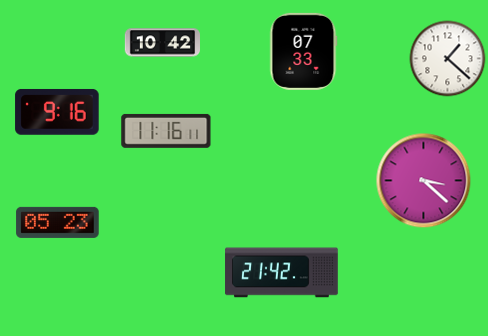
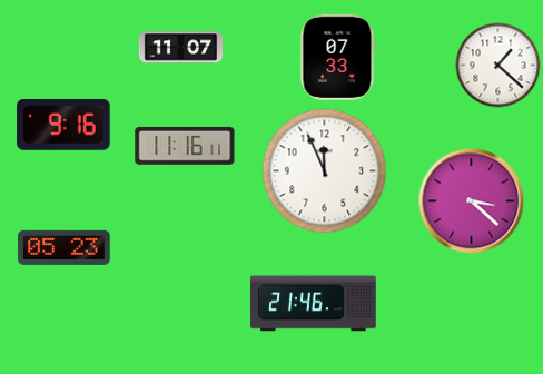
clock at (162, 43): 10:42 -> 11:07
clock at (325, 171): none -> 11:56
clock at (282, 273): 21:42 -> 21:46
